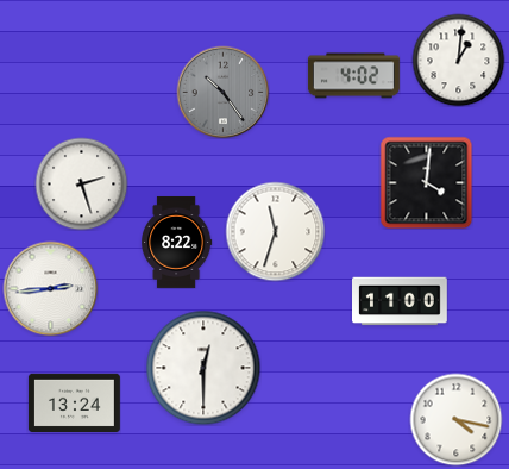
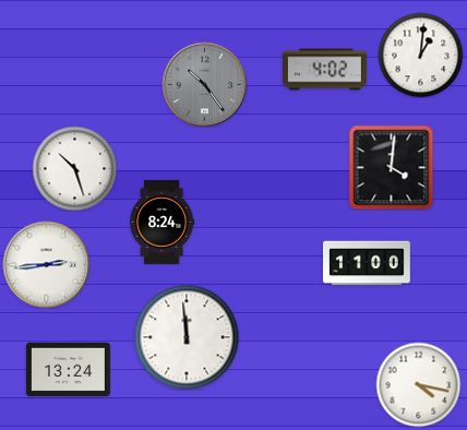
clock at (81, 183): 2:27 -> 10:27
clock at (275, 231): 11:33 -> none
clock at (177, 242): 8:22 -> 8:24
clock at (400, 301) position: (400, 301) -> (367, 263)
clock at (203, 368): 12:30 -> 11:59
